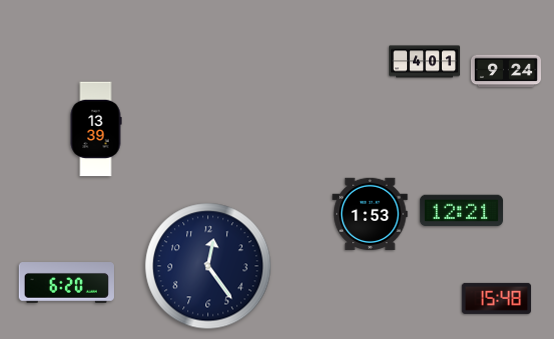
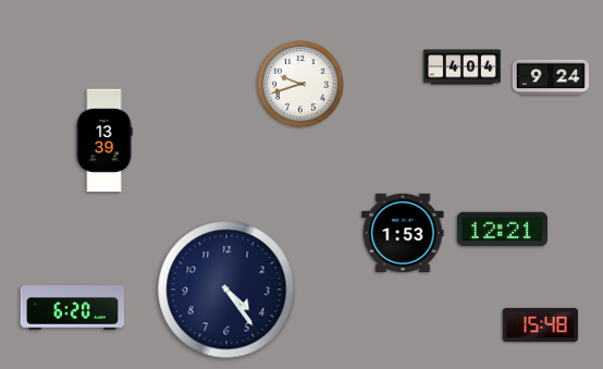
clock at (424, 62): 4:01 -> 4:04
clock at (300, 84): none -> 9:42
clock at (208, 266): 12:24 -> 4:24
